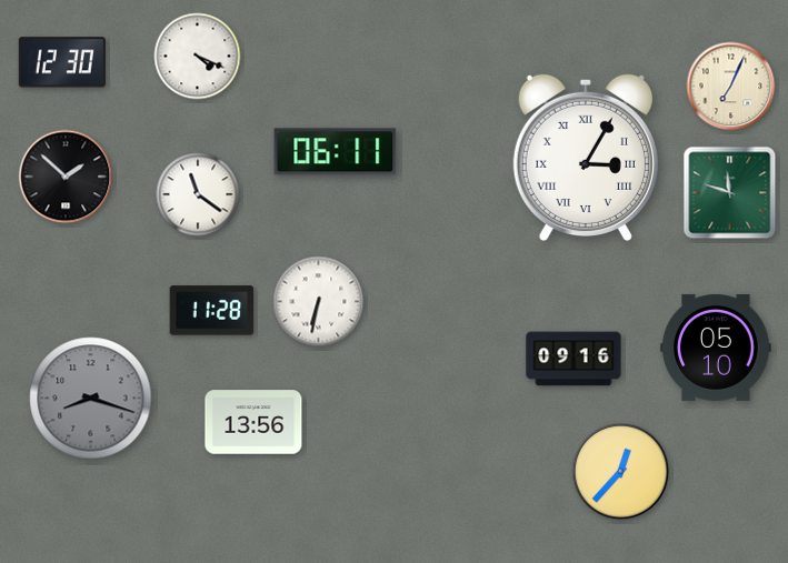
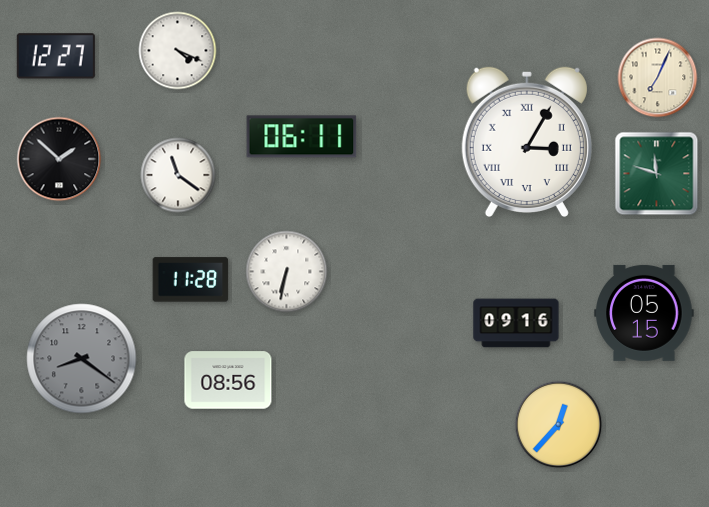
clock at (62, 62): 12:30 -> 12:27
clock at (716, 348): 05:10 -> 05:15
clock at (91, 399): 8:18 -> 8:21
clock at (253, 422): 13:56 -> 08:56
